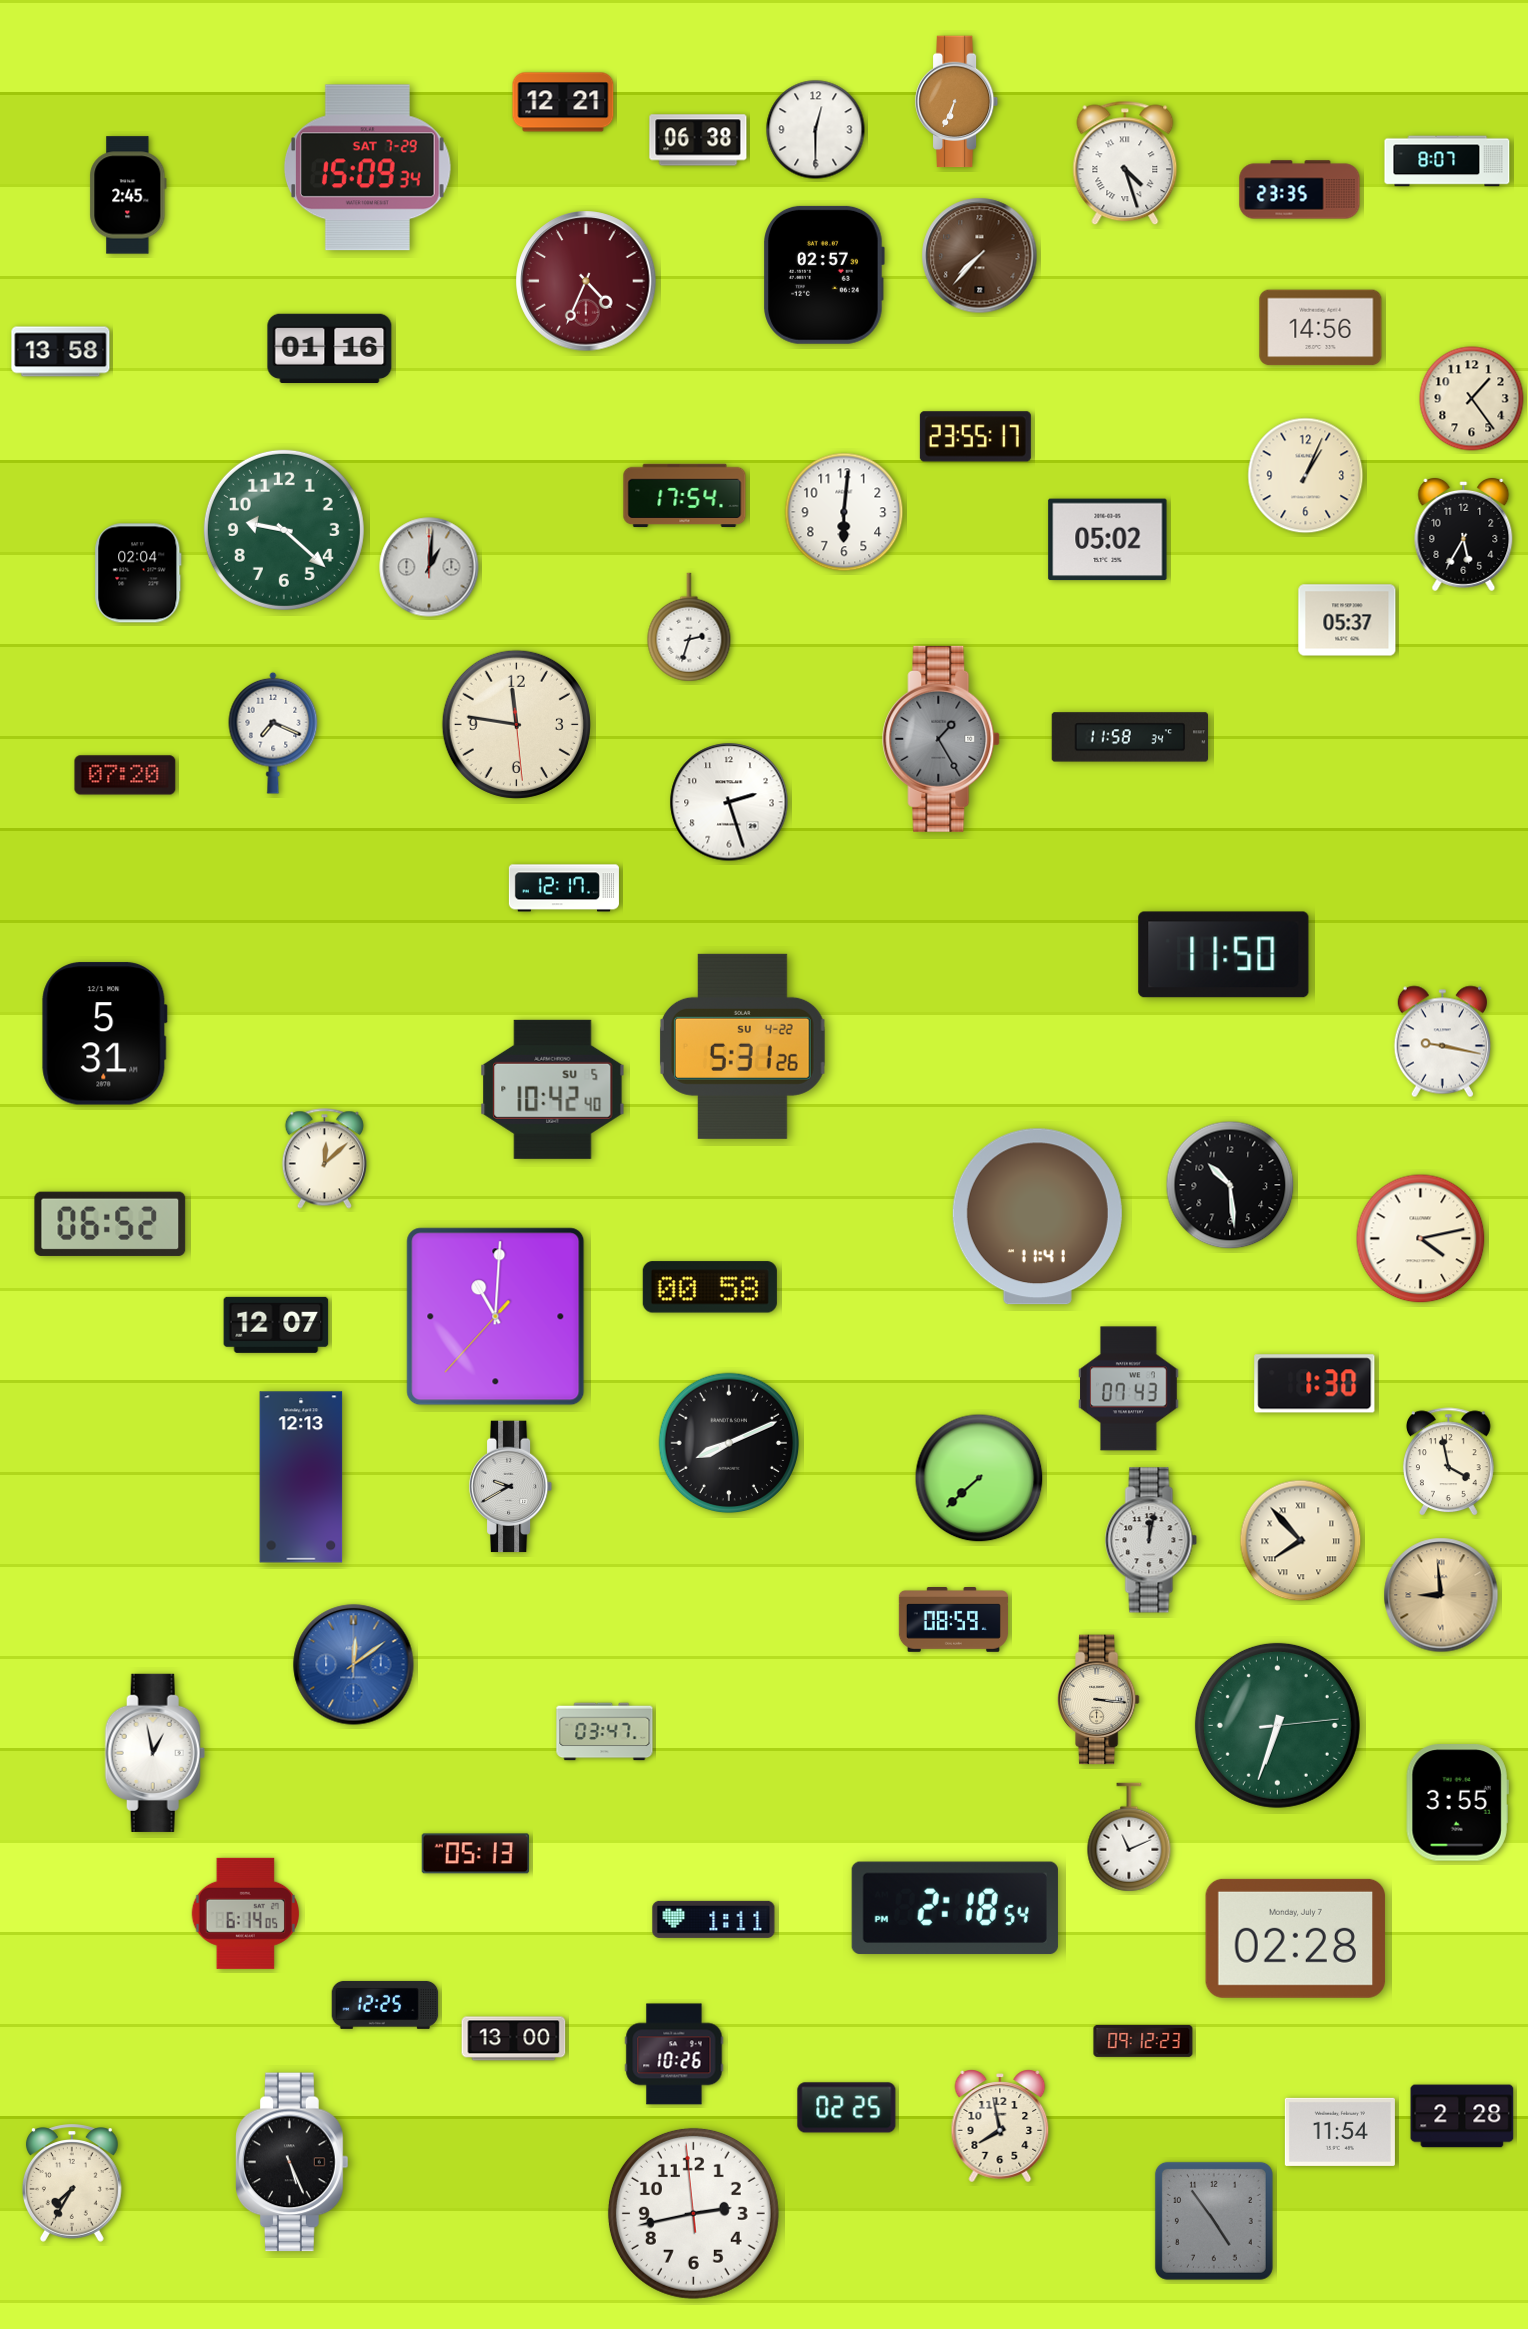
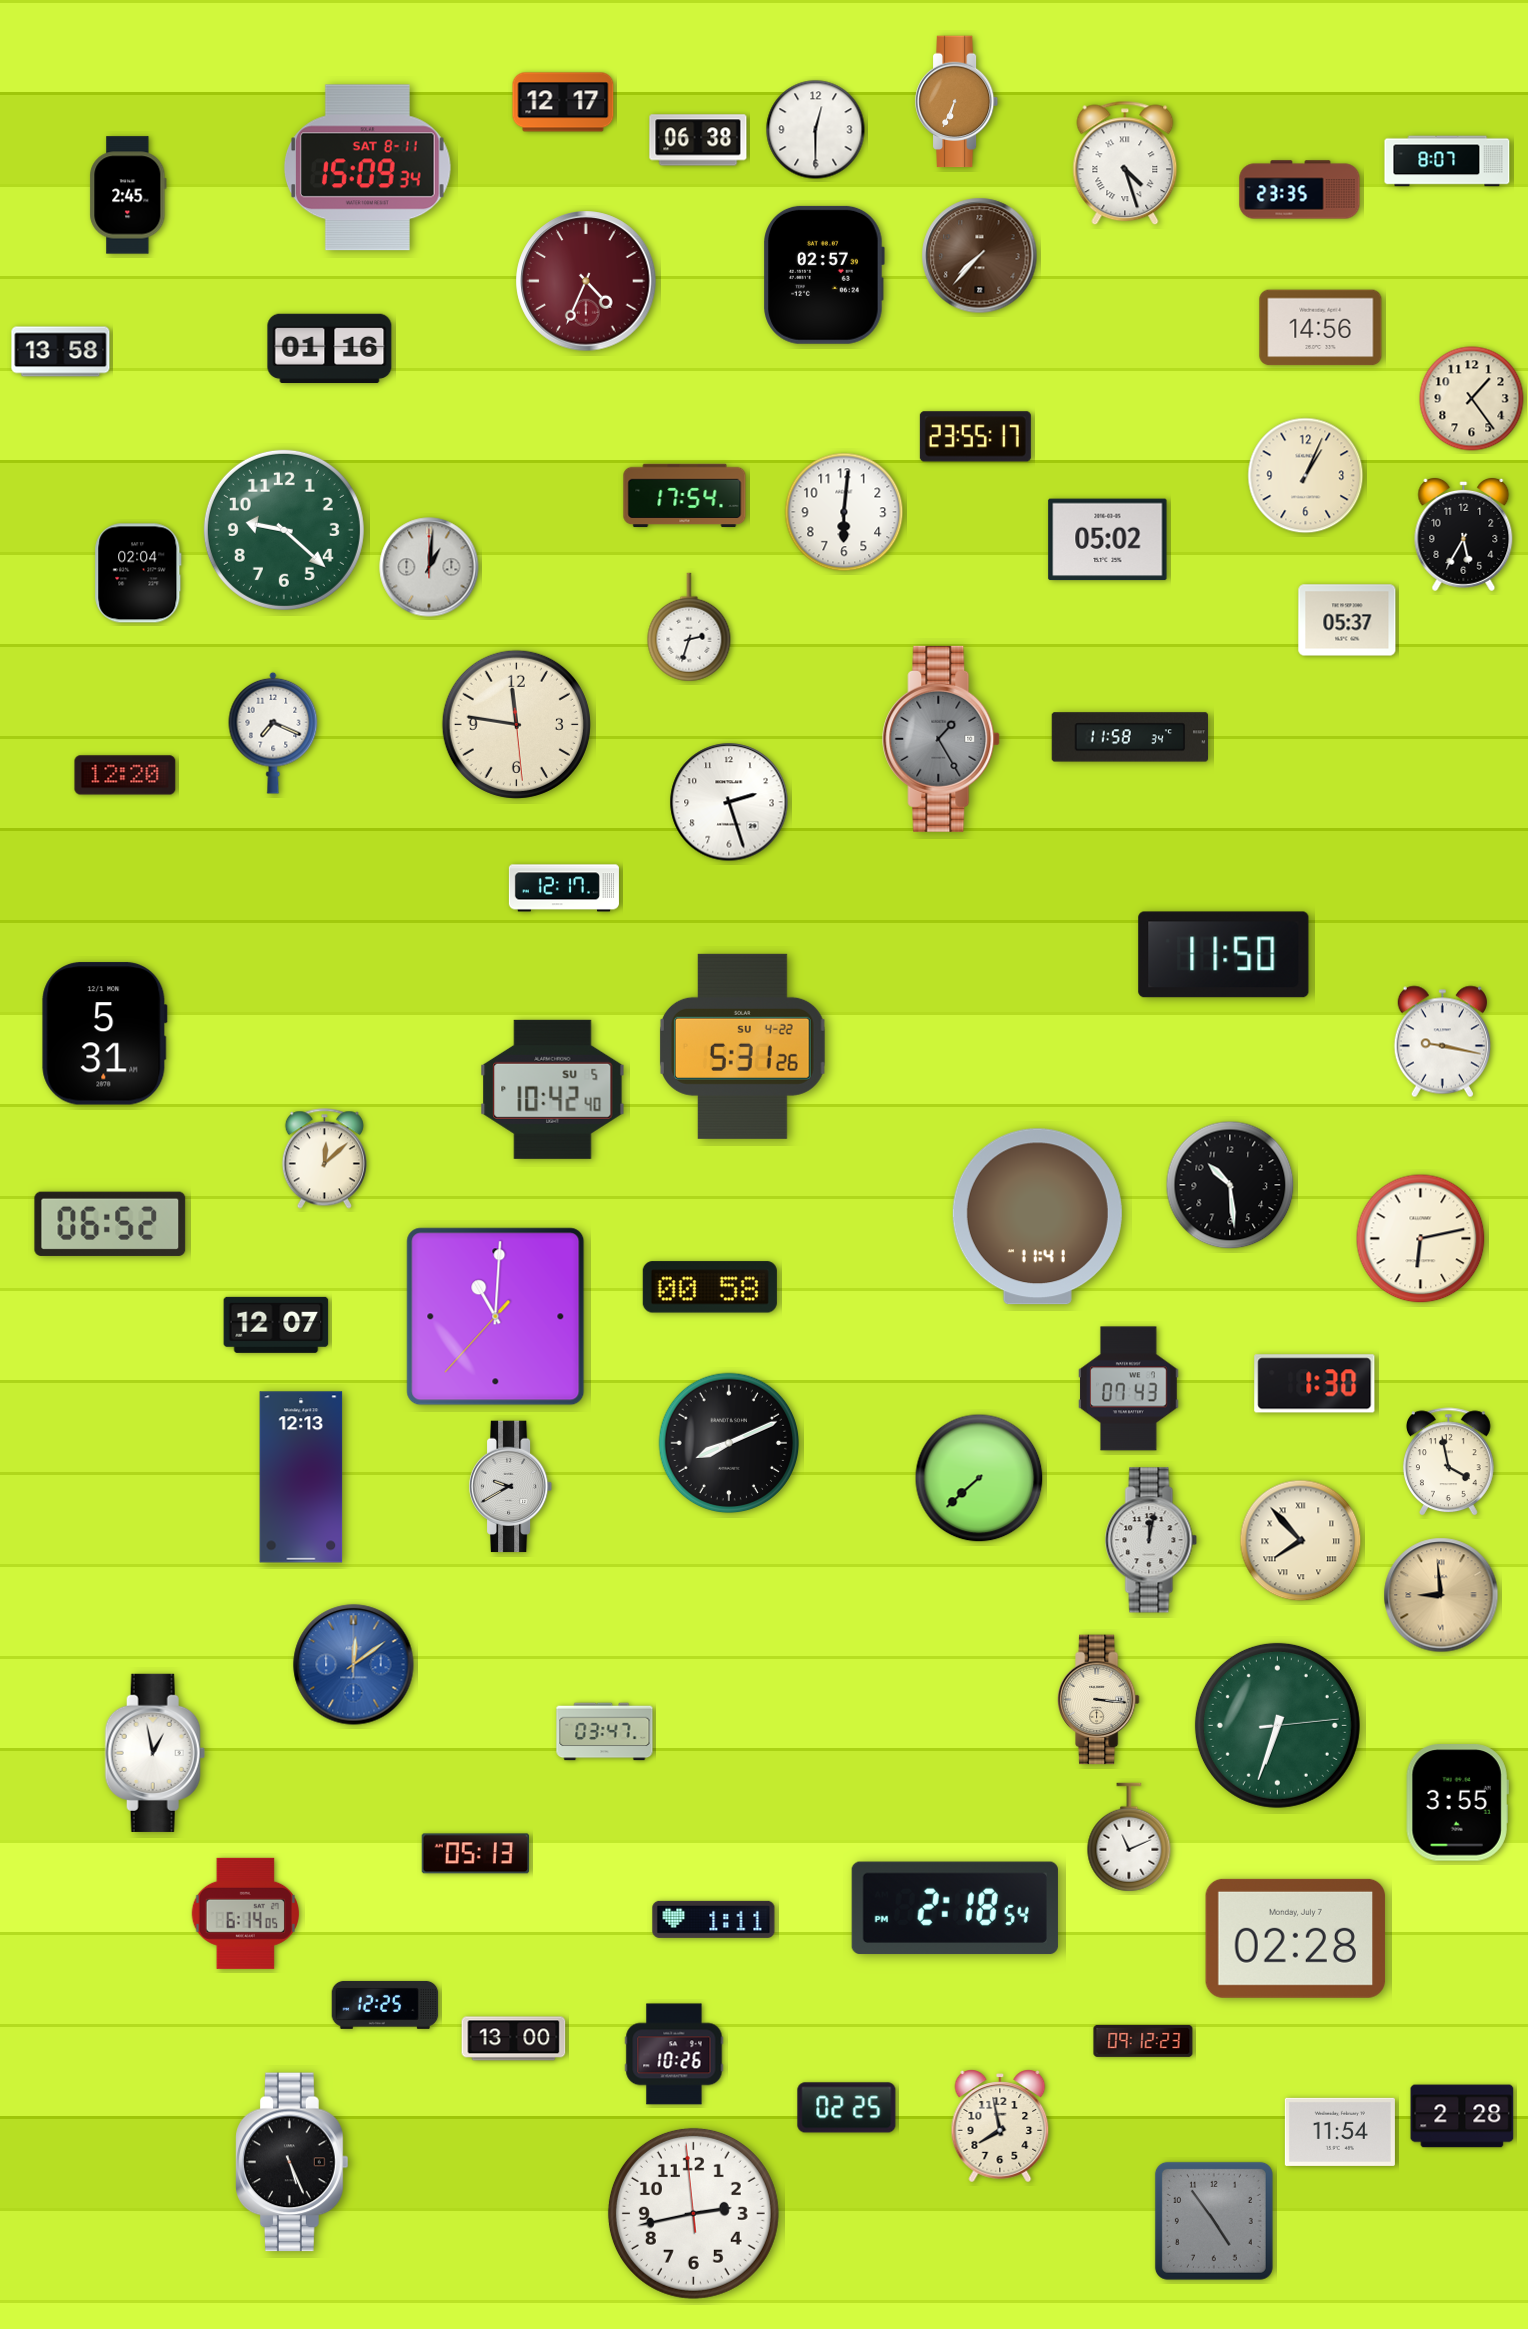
clock at (563, 102): 12:21 -> 12:17
clock at (367, 168) date: SAT 7-29 -> SAT 8-11
clock at (125, 775): 07:20 -> 12:20
clock at (1421, 1239): 4:13 -> 6:13
clock at (953, 1620): 08:59 -> none
clock at (72, 2183): 7:35 -> none
